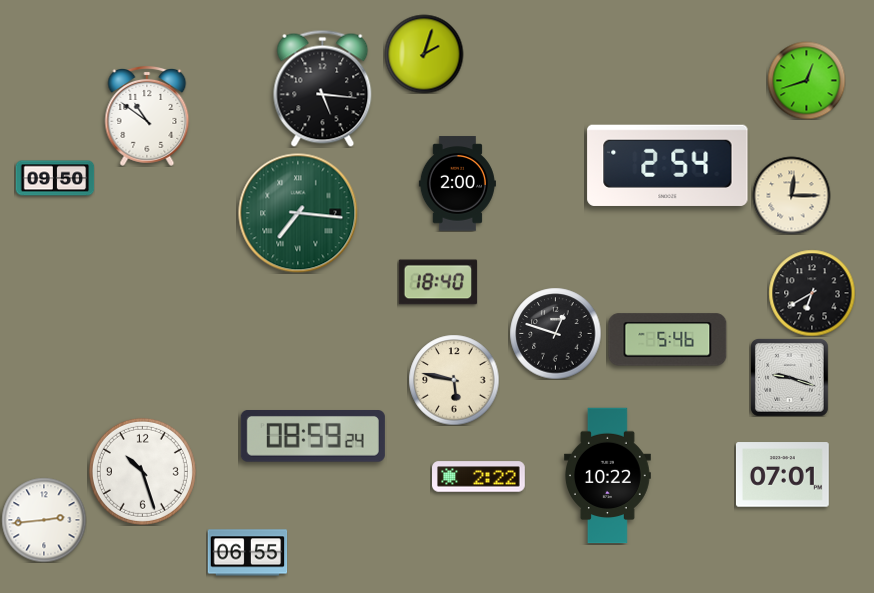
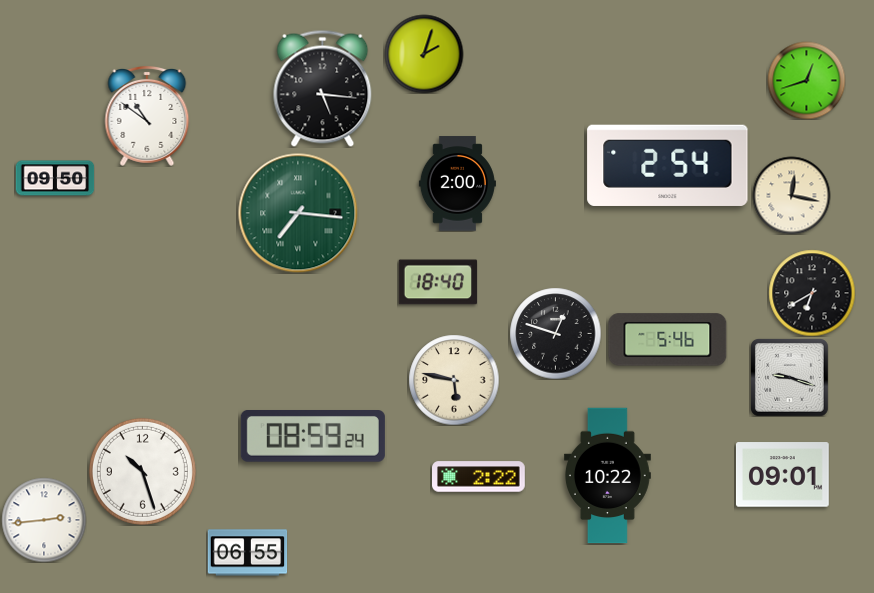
clock at (791, 195): 12:15 -> 12:17
clock at (782, 475): 07:01 -> 09:01
